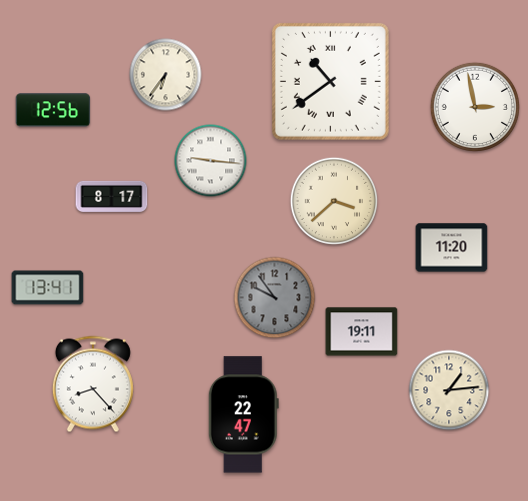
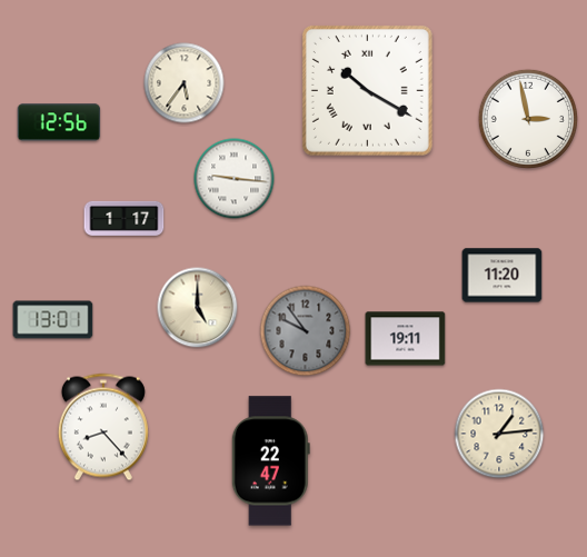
clock at (166, 75): 6:36 -> 5:36
clock at (330, 81): 10:39 -> 10:20
clock at (112, 196): 8:17 -> 1:17
clock at (334, 201): 3:38 -> none
clock at (198, 308): none -> 5:00
clock at (48, 288): 13:41 -> 13:01
clock at (362, 332) position: (362, 332) -> (406, 339)
